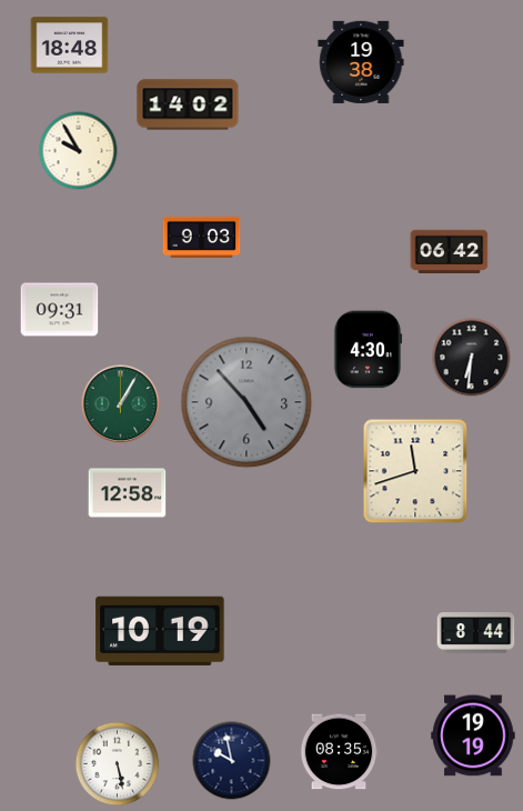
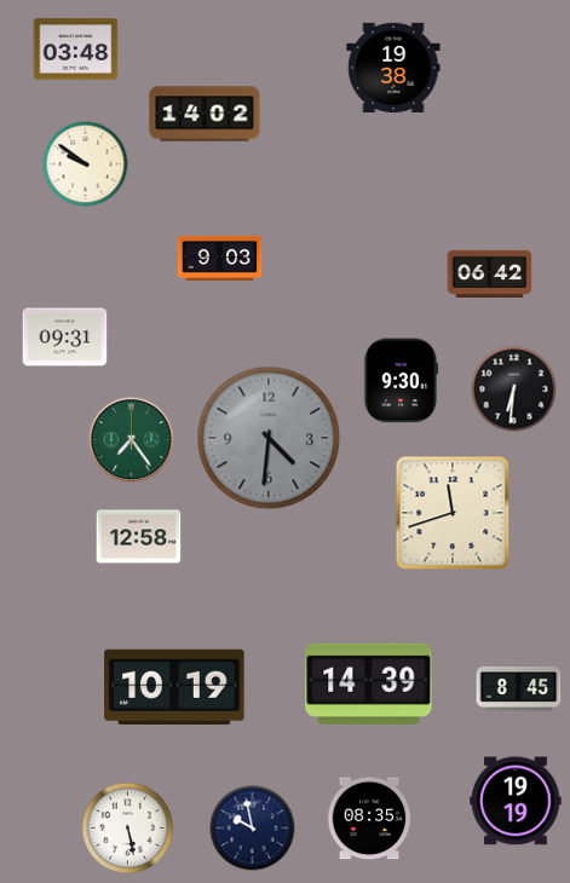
clock at (70, 46): 18:48 -> 03:48
clock at (79, 151): 9:55 -> 9:51
clock at (368, 350): 4:30 -> 9:30
clock at (247, 402): 4:53 -> 4:31
clock at (121, 404): 1:05 -> 7:24
clock at (369, 683): none -> 14:39
clock at (476, 633): 8:44 -> 8:45
clock at (118, 764) position: (118, 764) -> (128, 829)
